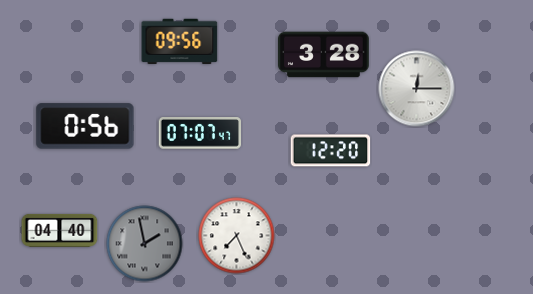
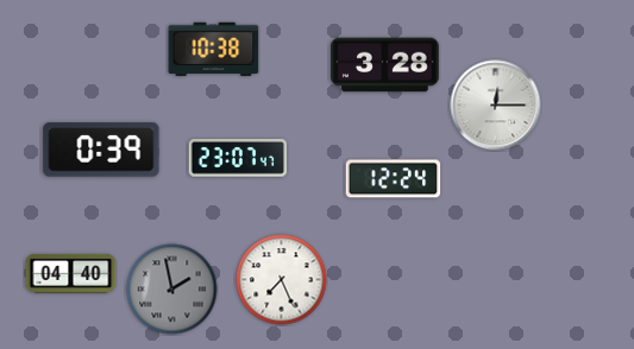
clock at (180, 41): 09:56 -> 10:38
clock at (85, 126): 0:56 -> 0:39
clock at (199, 134): 07:07 -> 23:07
clock at (331, 151): 12:20 -> 12:24
